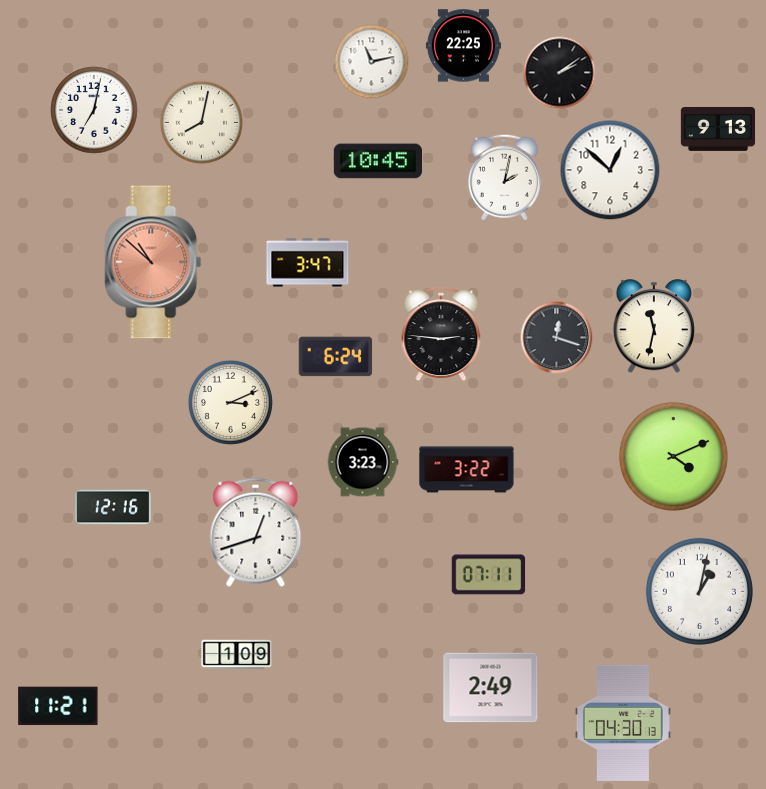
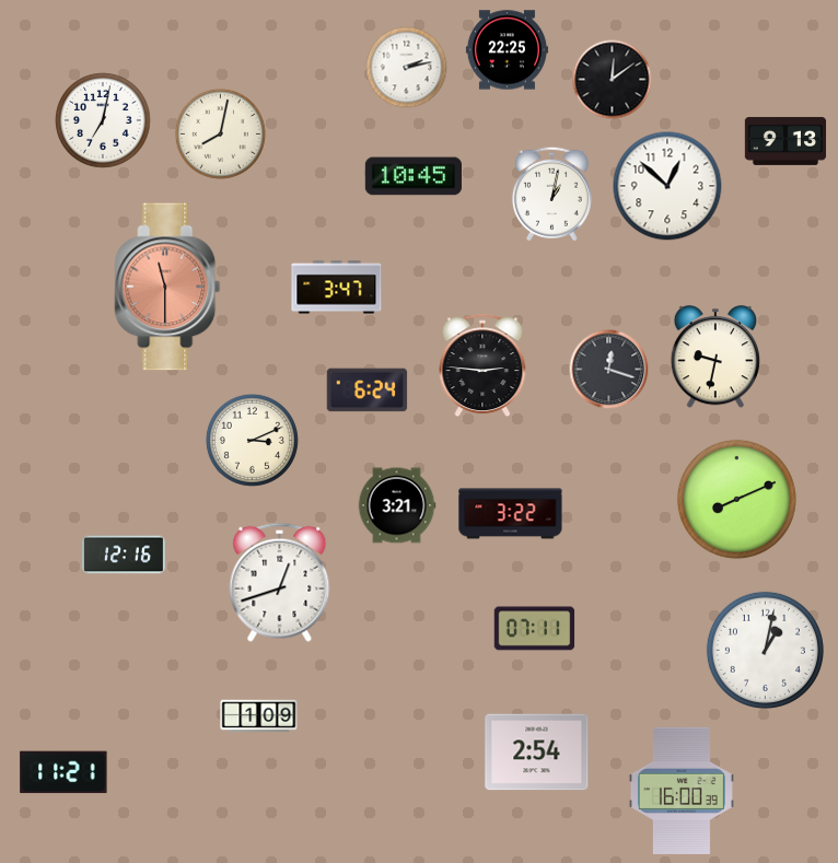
clock at (372, 62): 11:13 -> 2:13
clock at (560, 73): 2:09 -> 12:09
clock at (504, 177): 2:02 -> 1:02
clock at (153, 262): 10:52 -> 11:30
clock at (654, 327): 11:32 -> 9:32
clock at (673, 456): 4:11 -> 8:11
clock at (363, 462): 3:23 -> 3:21
clock at (699, 591) position: (699, 591) -> (765, 650)
clock at (491, 688): 2:49 -> 2:54
clock at (623, 723): 04:30 -> 16:00
